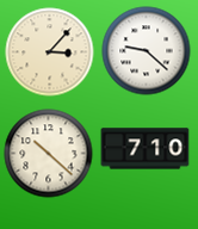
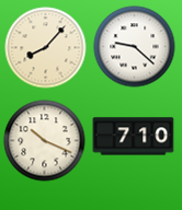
clock at (50, 52): 3:07 -> 8:07
clock at (49, 154): 10:22 -> 10:19
